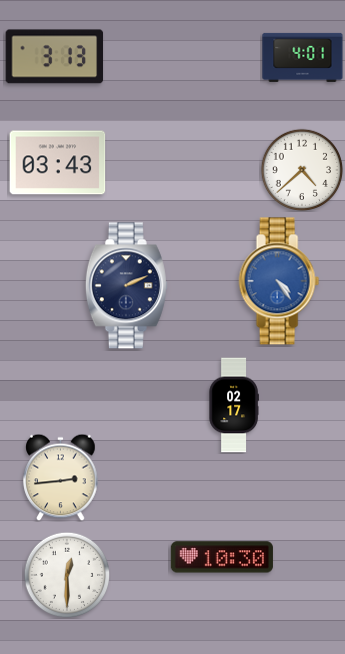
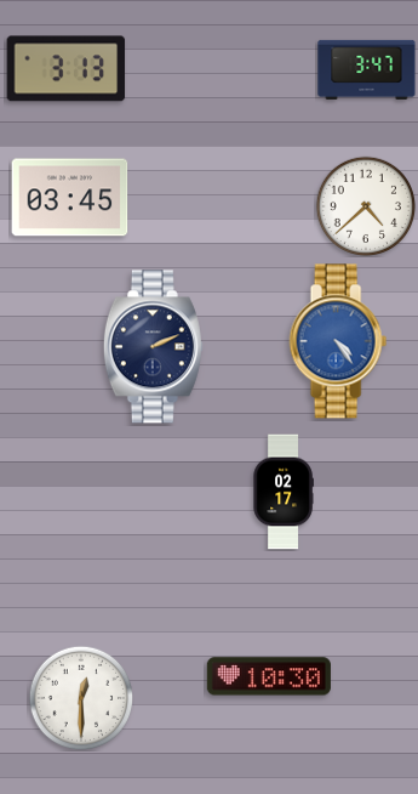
clock at (303, 57): 4:01 -> 3:47
clock at (58, 163): 03:43 -> 03:45
clock at (61, 477): 2:44 -> none
